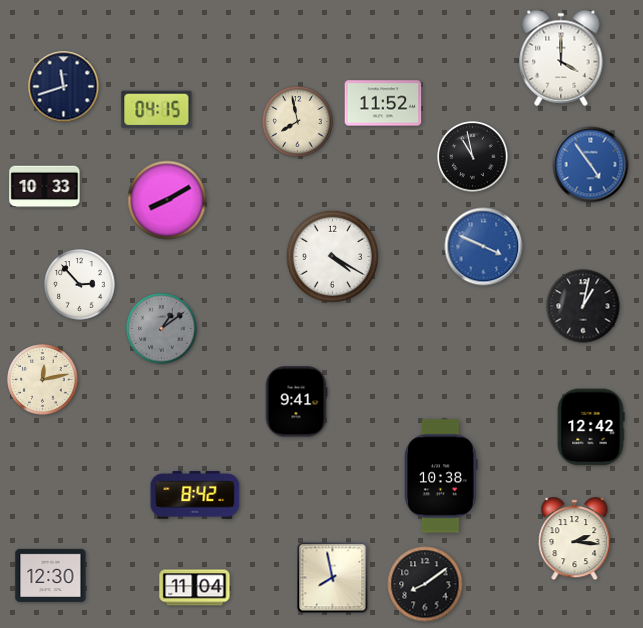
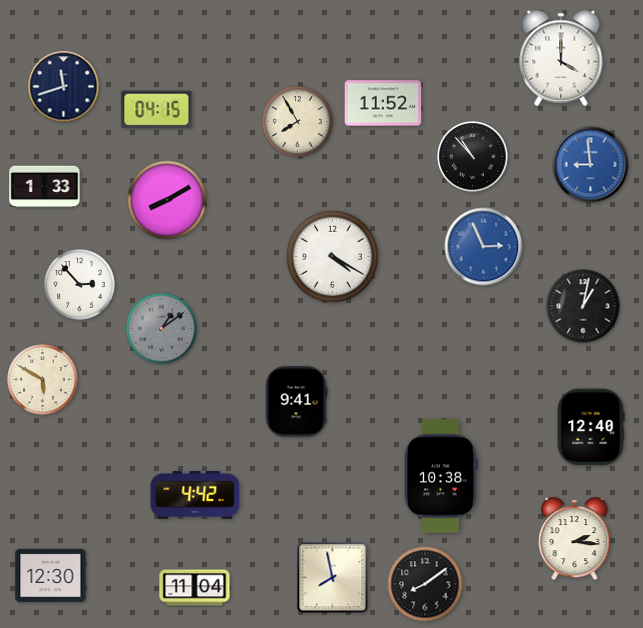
clock at (298, 122): 7:58 -> 7:55
clock at (473, 157): 10:58 -> 10:53
clock at (591, 165): 4:54 -> 8:59
clock at (45, 187): 10:33 -> 1:33
clock at (484, 247): 3:49 -> 2:56
clock at (43, 380): 12:13 -> 5:50
clock at (591, 427): 12:42 -> 12:40
clock at (195, 495): 8:42 -> 4:42
